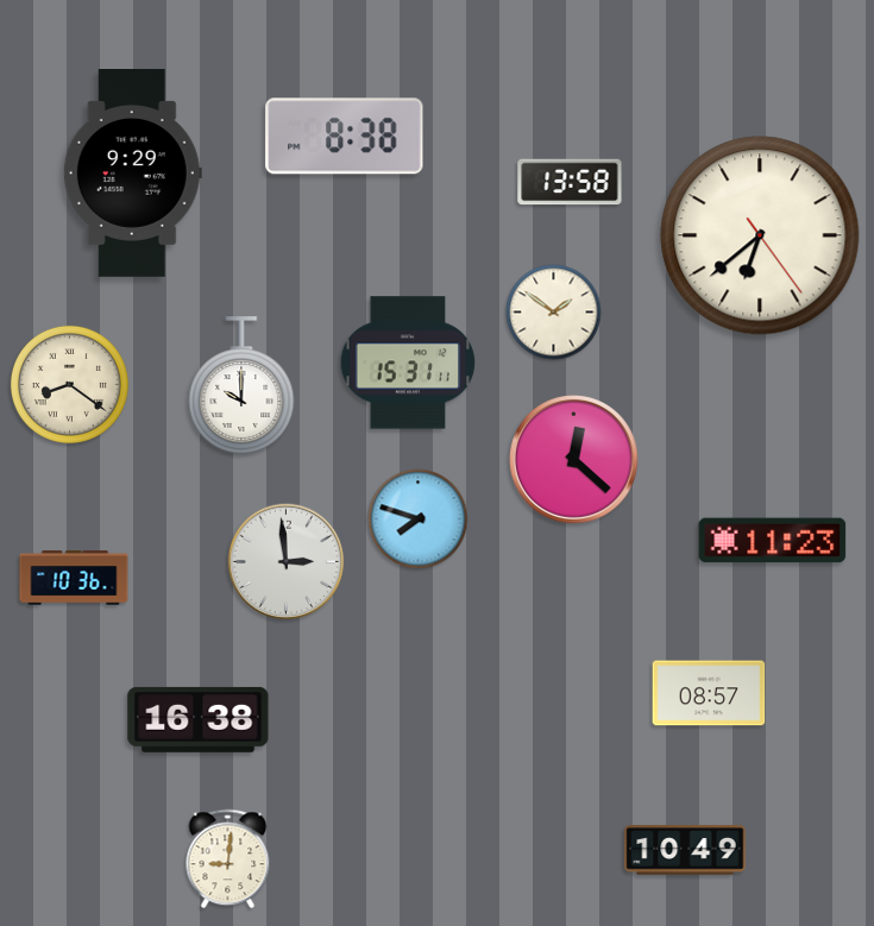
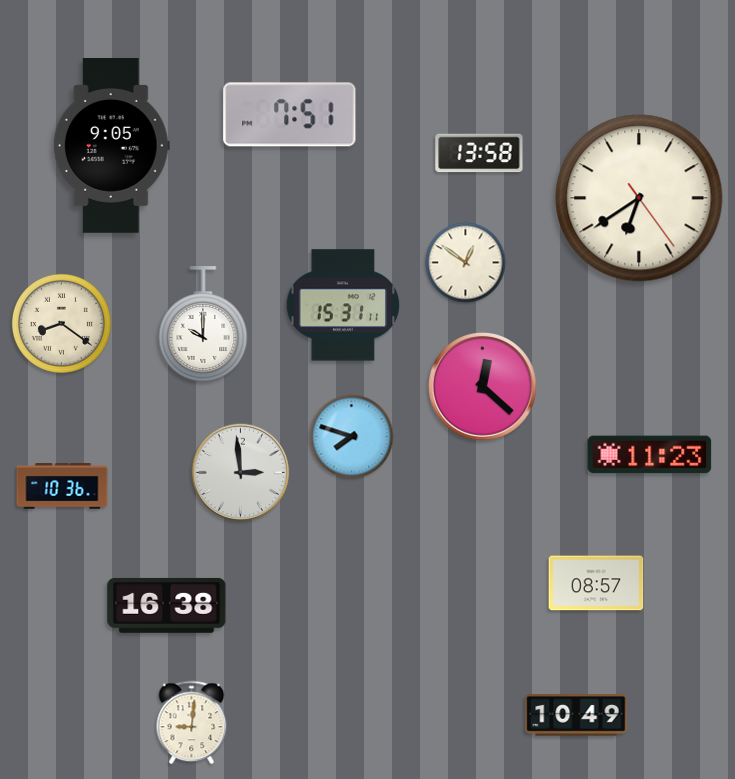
clock at (345, 137): 8:38 -> 7:51
clock at (132, 174): 9:29 -> 9:05
clock at (760, 235): 6:38 -> 6:39
clock at (554, 313): 1:51 -> 12:51
clock at (69, 384) position: (69, 384) -> (61, 323)
